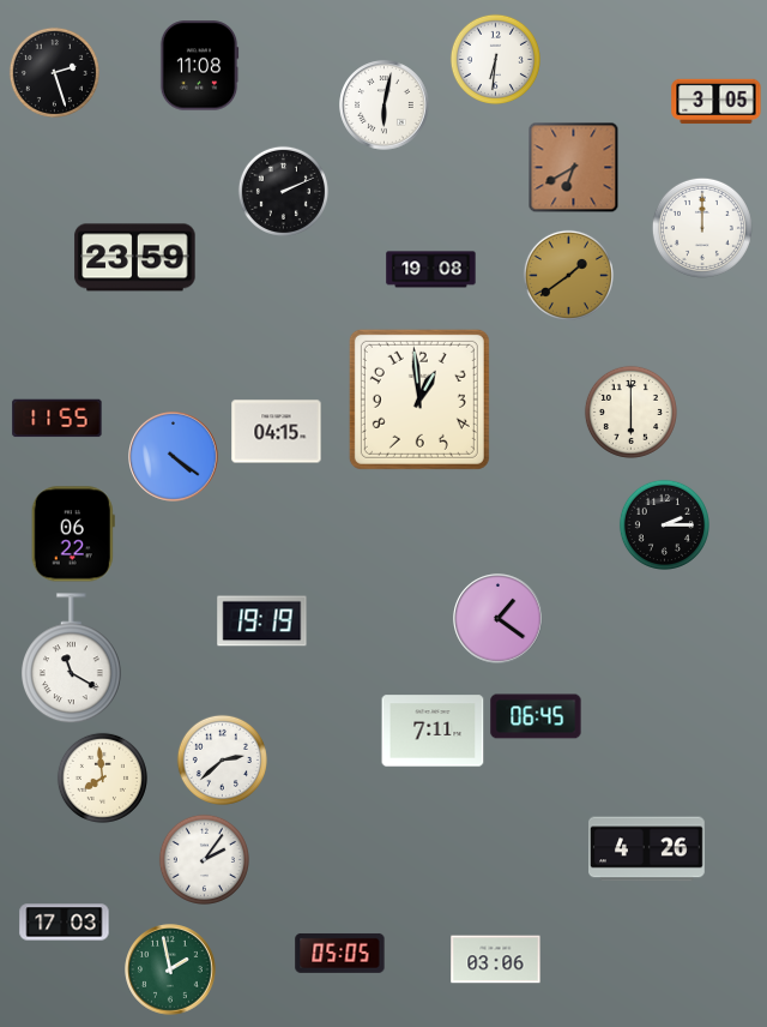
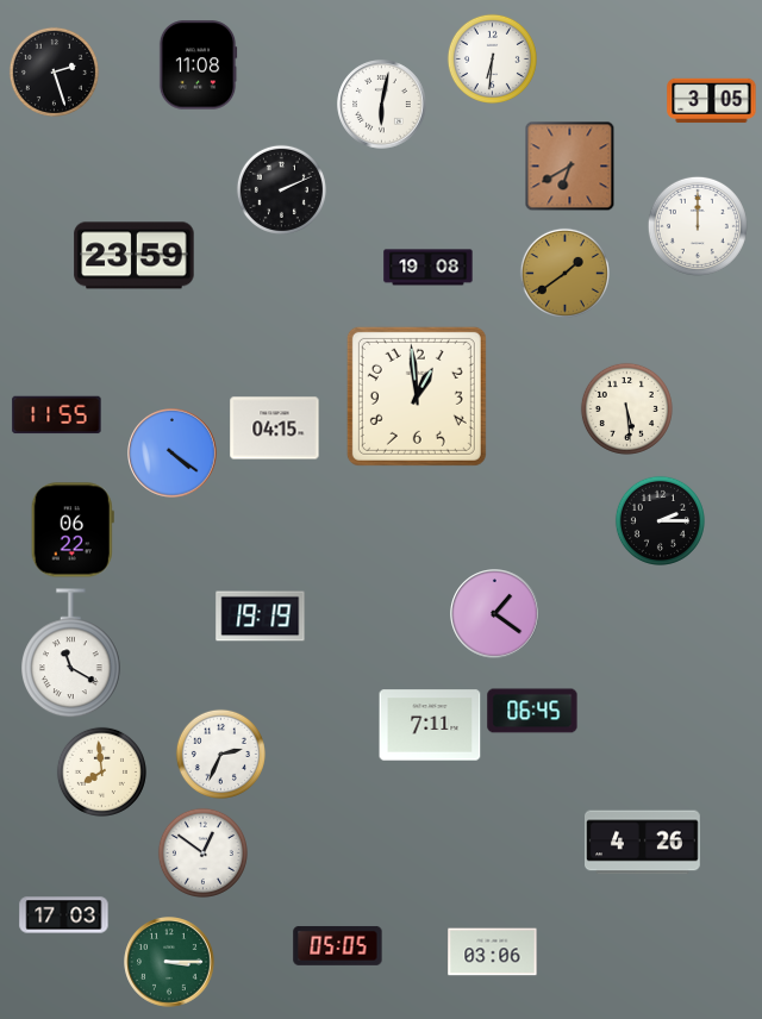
clock at (630, 412): 6:00 -> 5:29
clock at (222, 759): 2:38 -> 2:34
clock at (204, 859): 2:06 -> 12:51
clock at (170, 969): 1:58 -> 3:15
